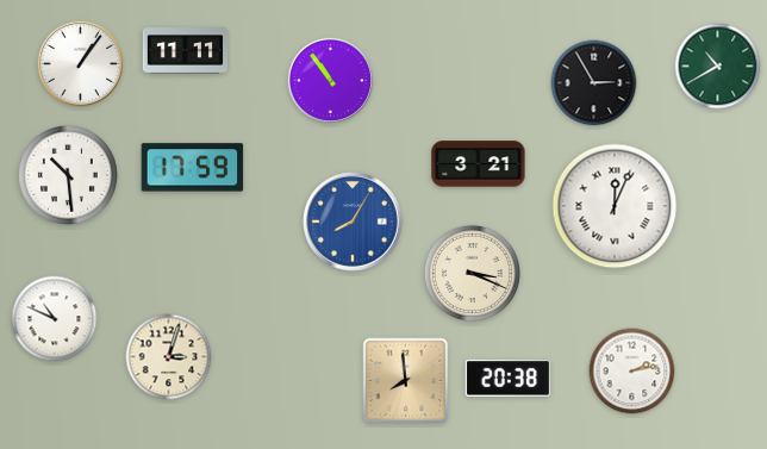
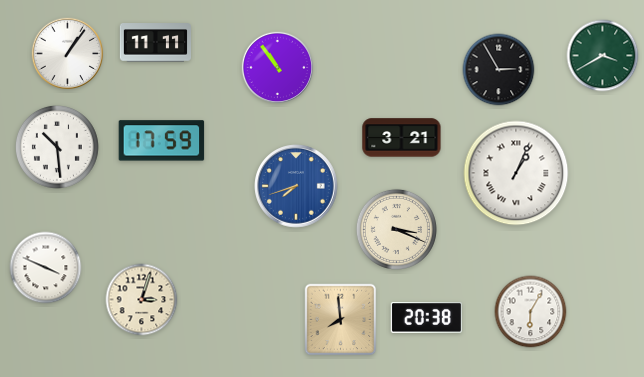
clock at (718, 67): 10:40 -> 3:40
clock at (615, 206): 12:04 -> 1:04
clock at (353, 222): 8:05 -> 7:42
clock at (55, 319): 10:49 -> 3:49
clock at (632, 372): 2:13 -> 6:05
